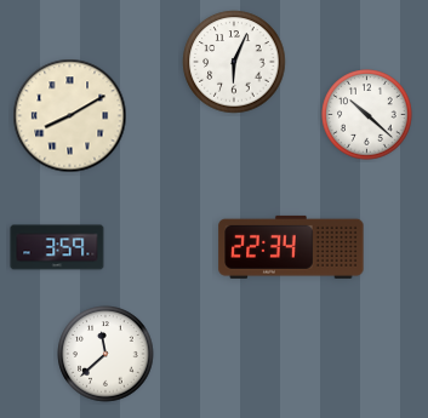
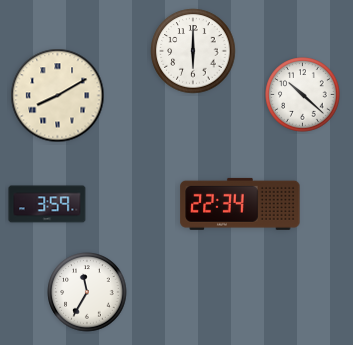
clock at (234, 62): 6:04 -> 6:00
clock at (105, 354): 11:38 -> 11:35
